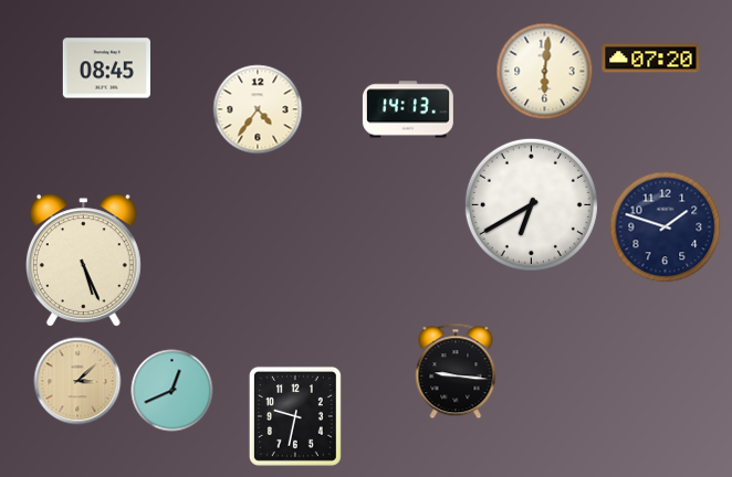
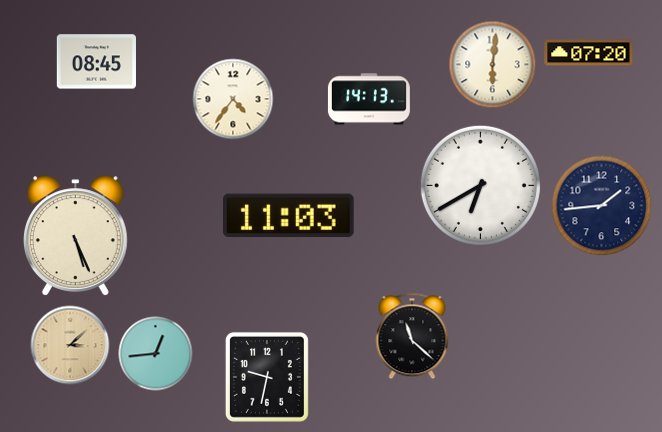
clock at (666, 227): 1:48 -> 1:44
clock at (288, 216): none -> 11:03
clock at (456, 371): 9:16 -> 11:22
clock at (172, 391): 12:41 -> 12:44
